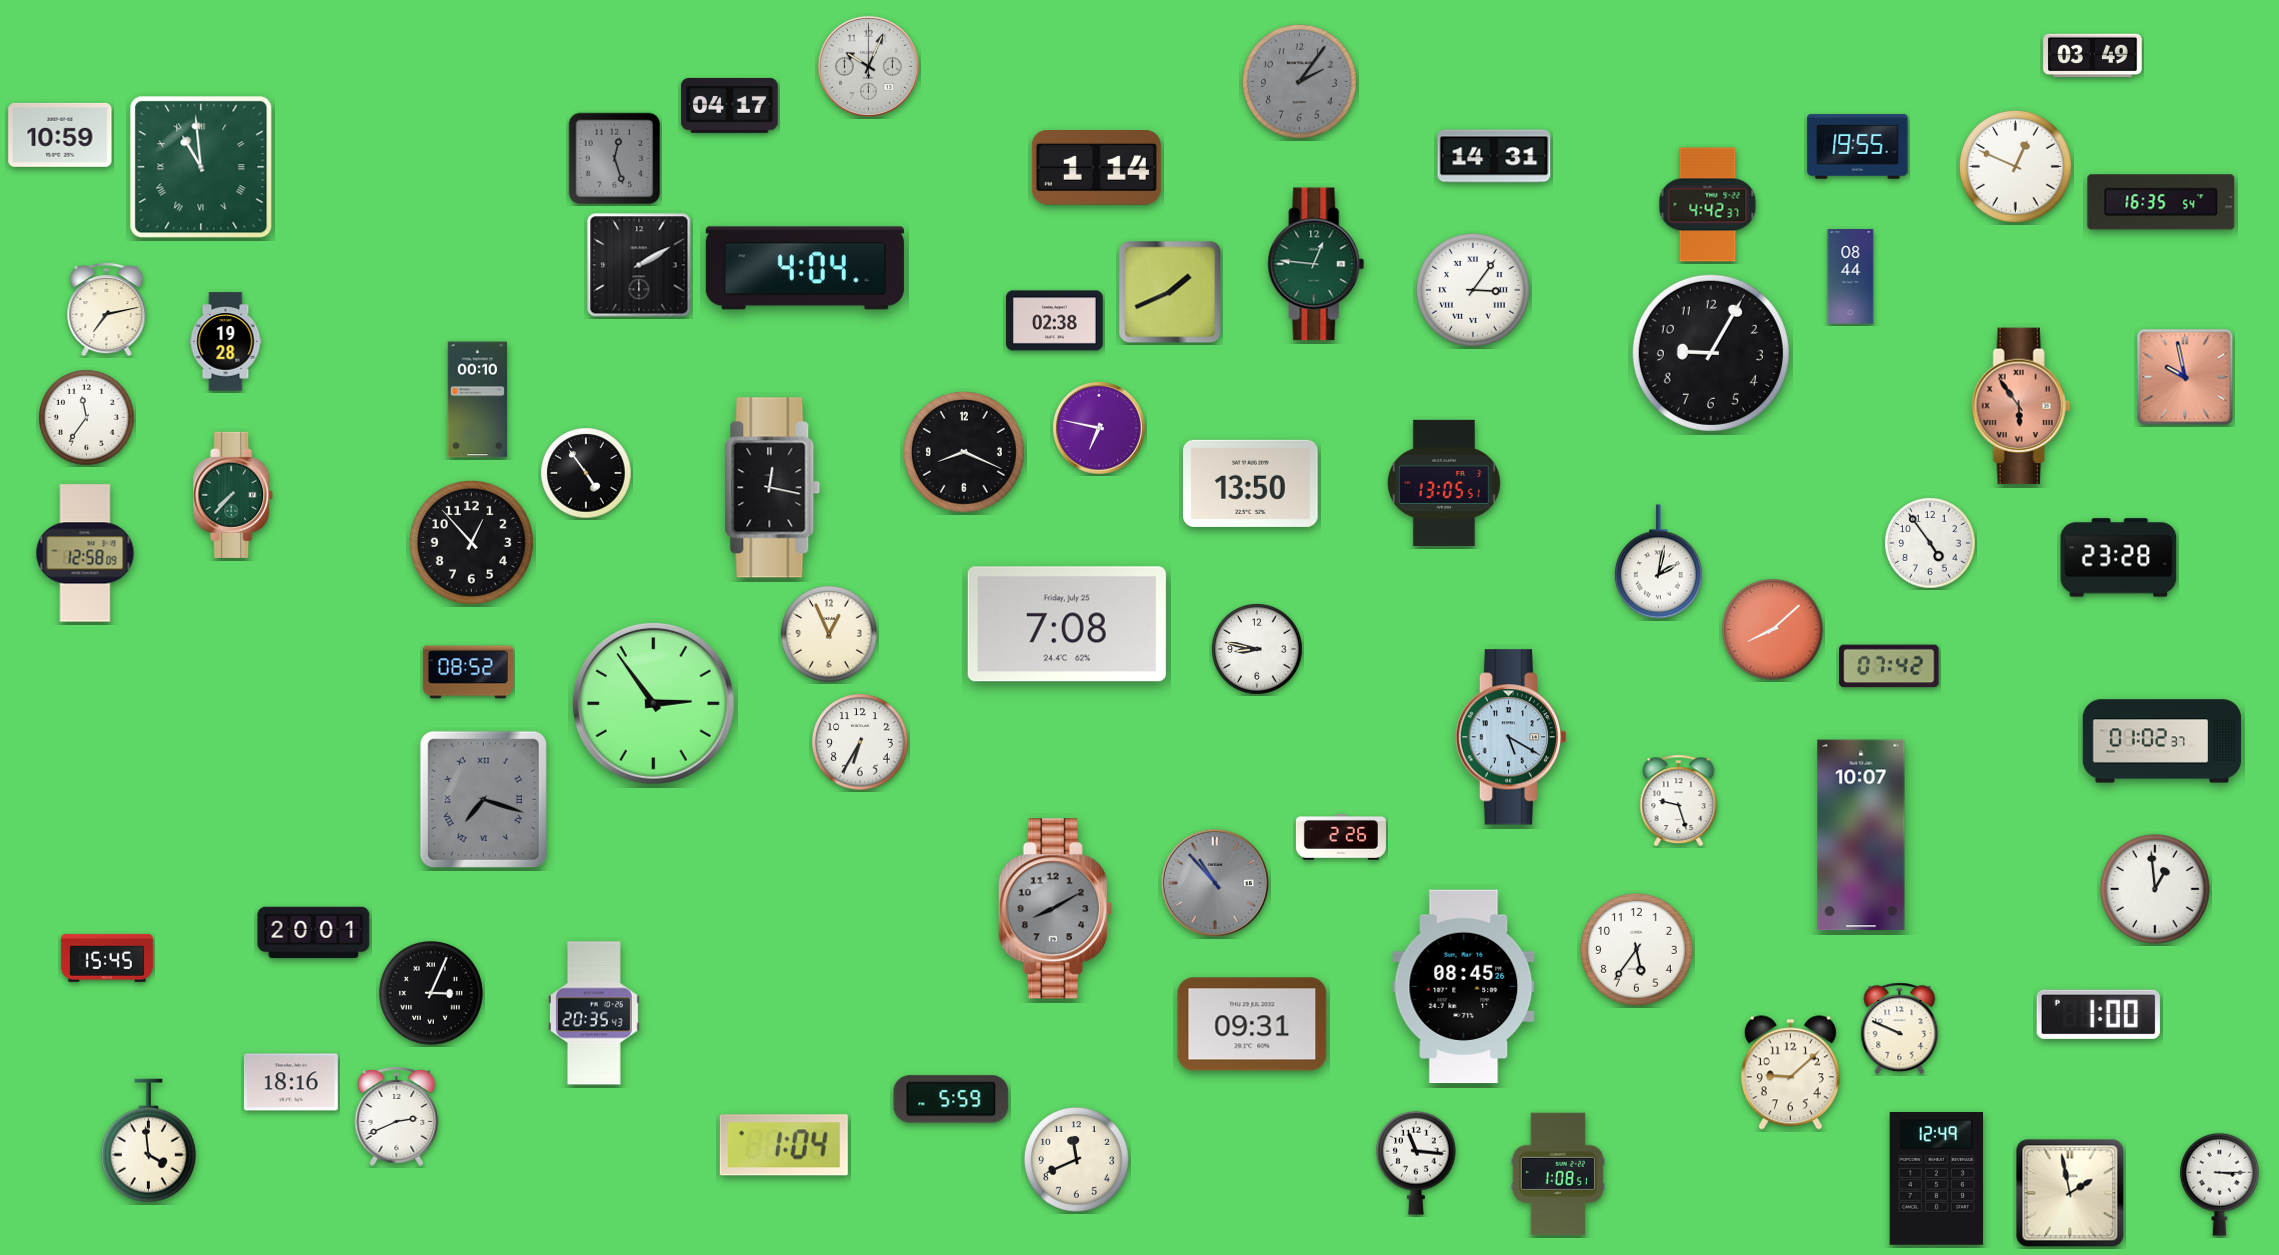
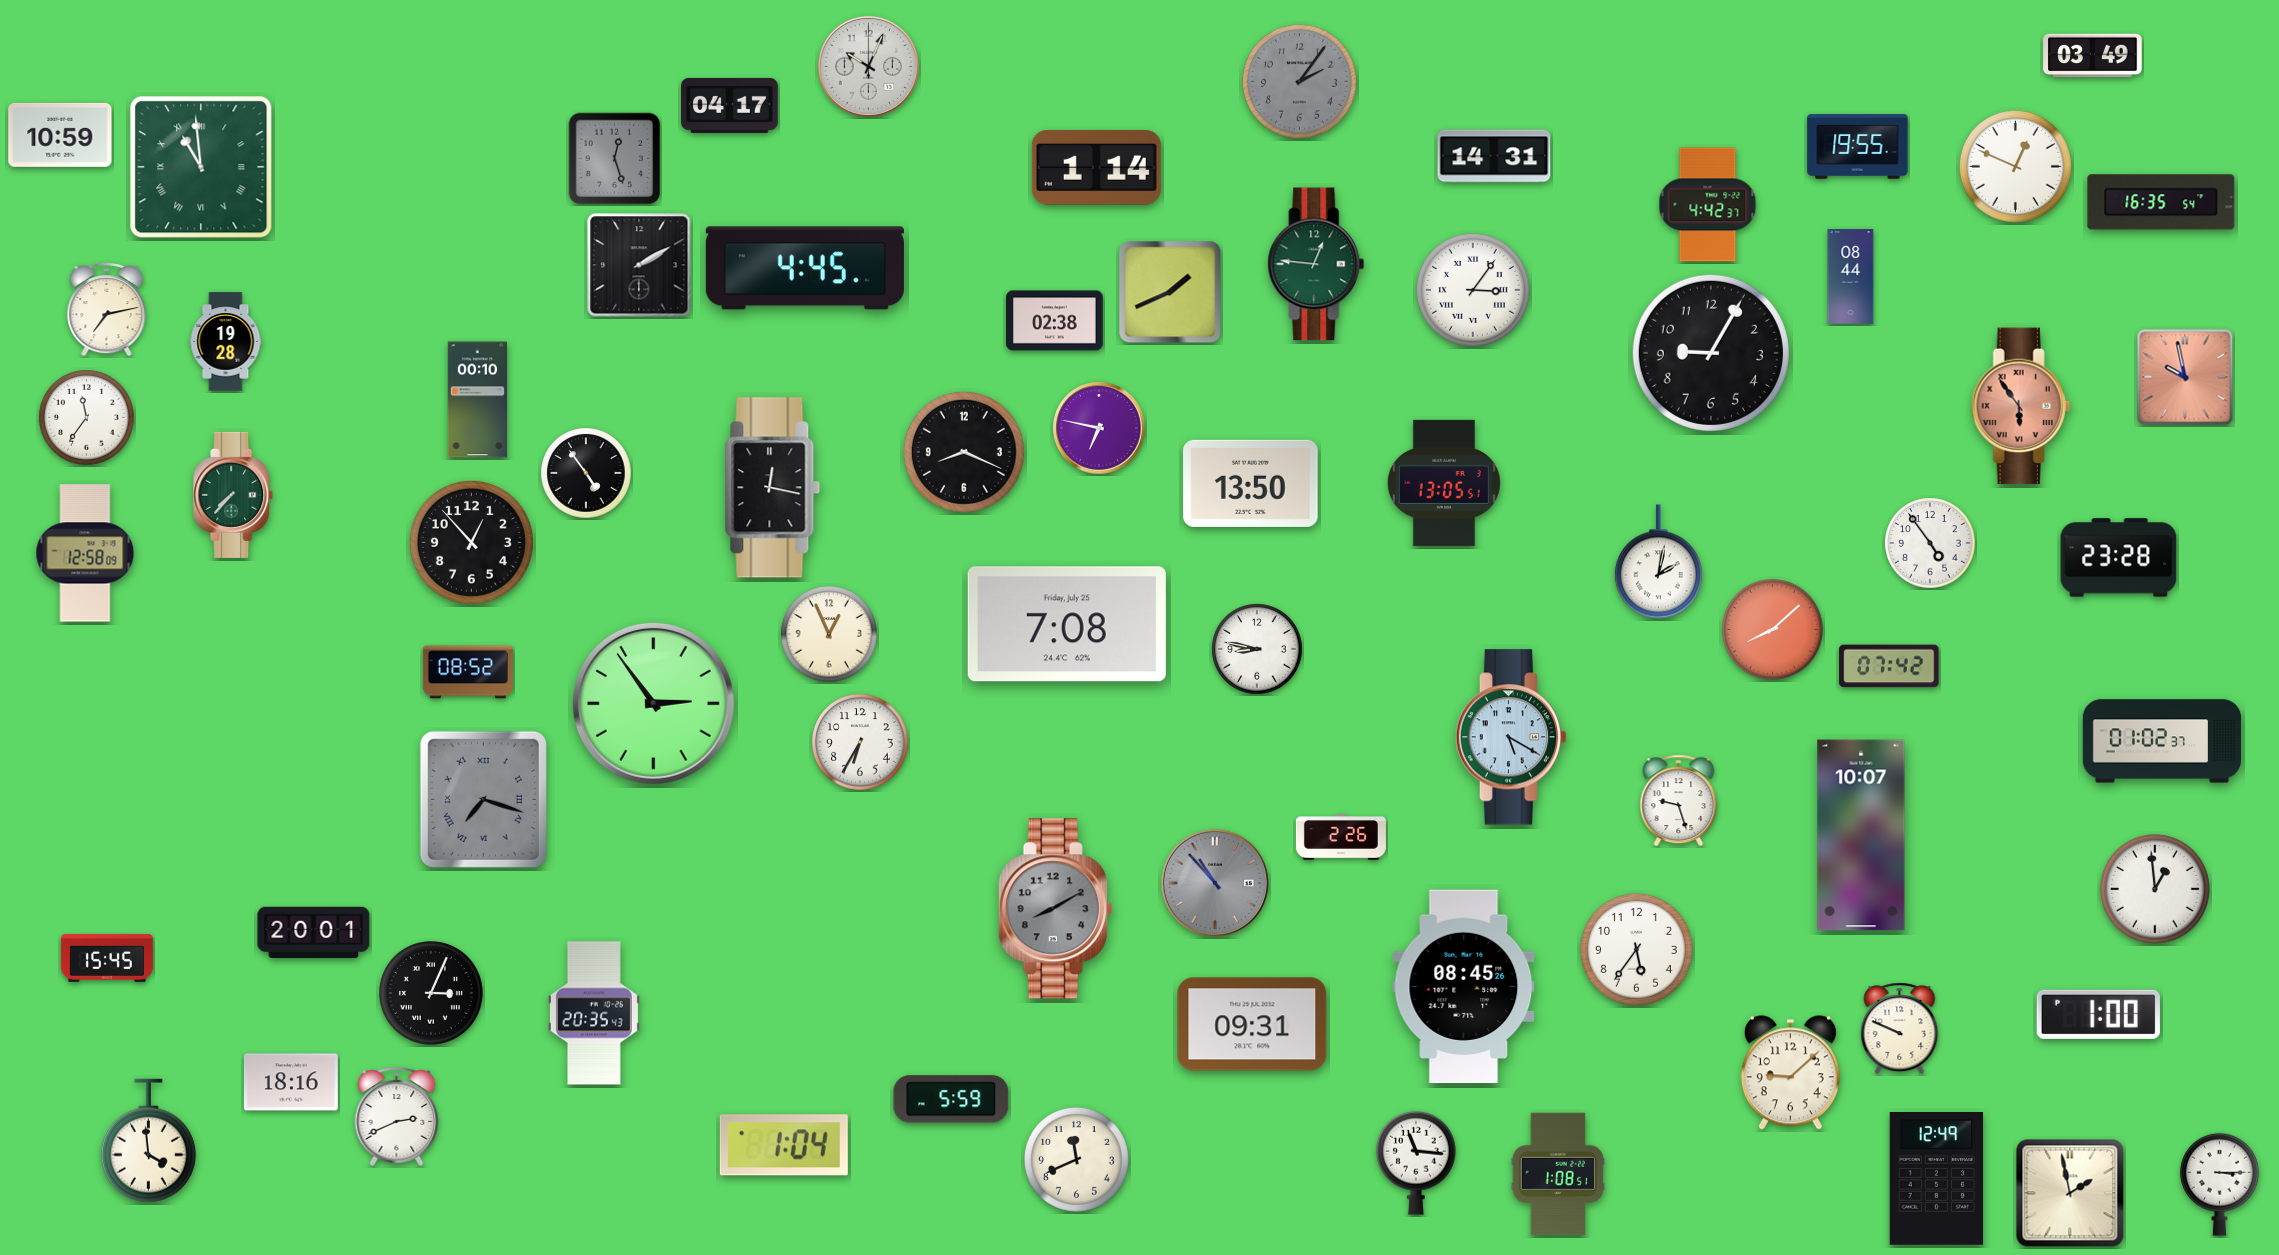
clock at (805, 268): 4:04 -> 4:45
